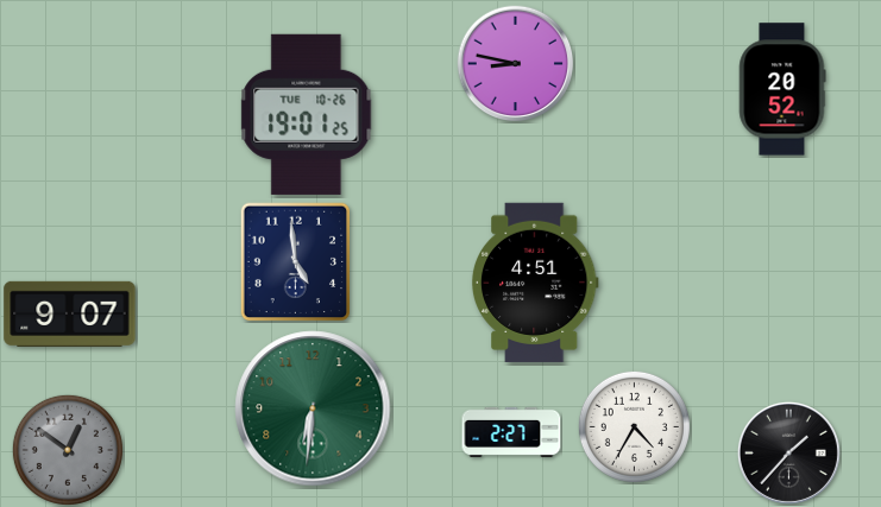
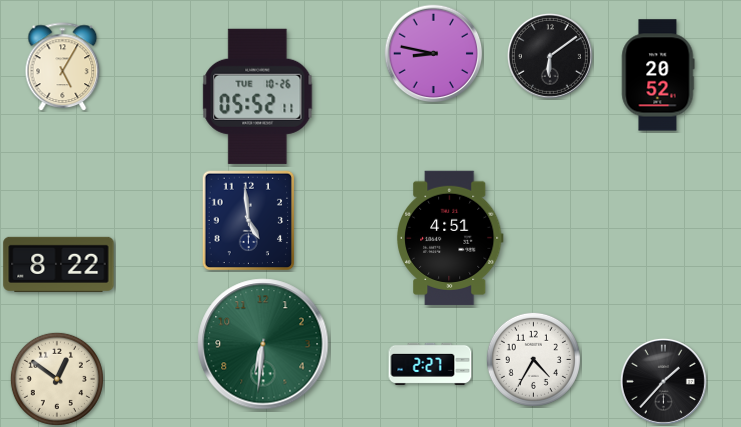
clock at (550, 56): none -> 6:09
clock at (63, 66): none -> 5:05
clock at (307, 114): 19:01 -> 05:52
clock at (70, 313): 9:07 -> 8:22
clock at (68, 450) dial: grey -> cream
